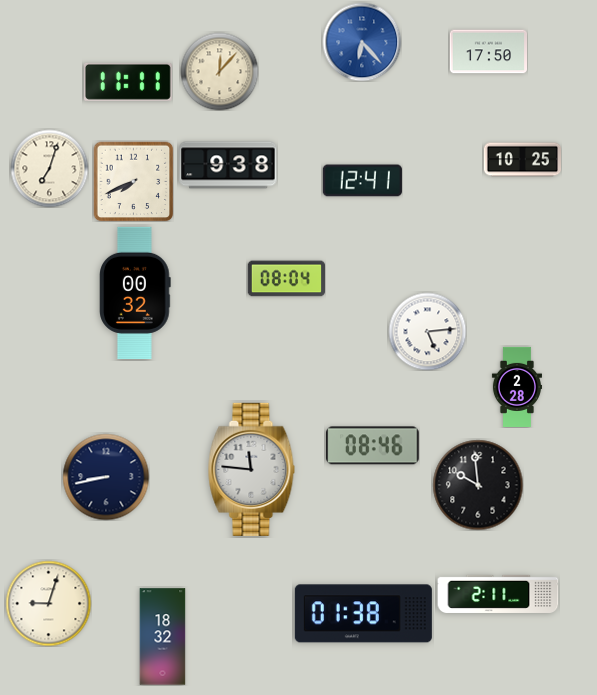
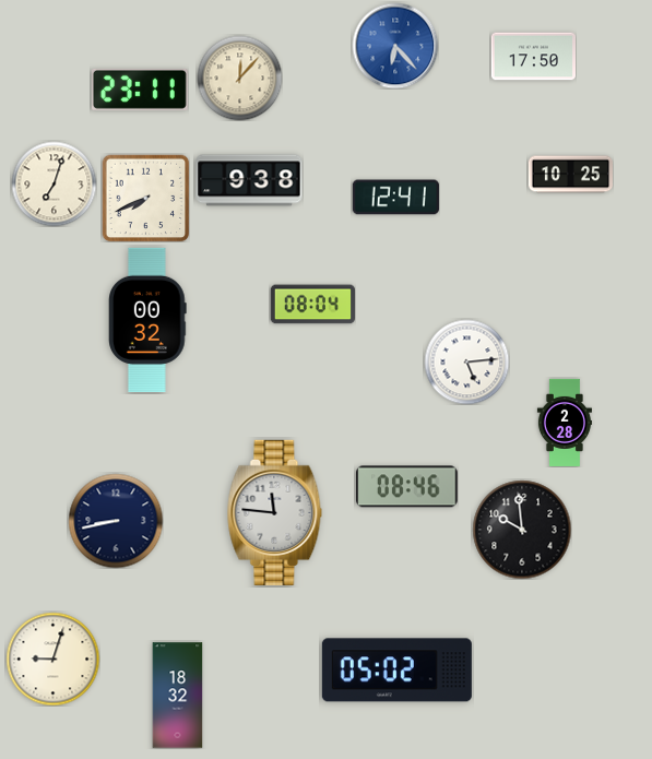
clock at (128, 82): 11:11 -> 23:11
clock at (498, 594): 2:11 -> none
clock at (363, 614): 01:38 -> 05:02
